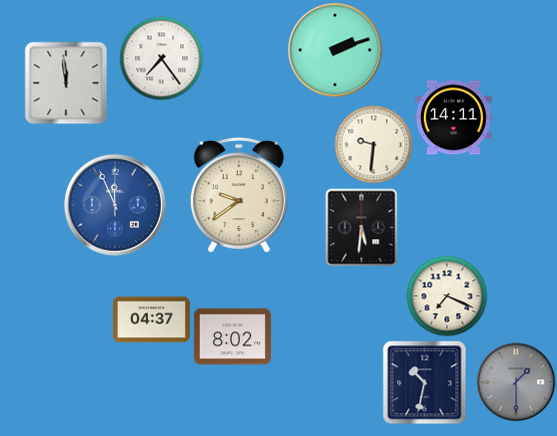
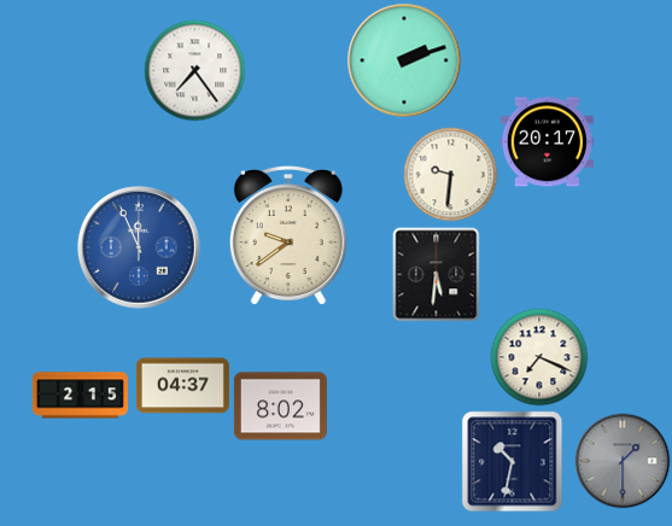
clock at (66, 83): 11:59 -> none
clock at (453, 118): 14:11 -> 20:17
clock at (80, 396): none -> 2:15
